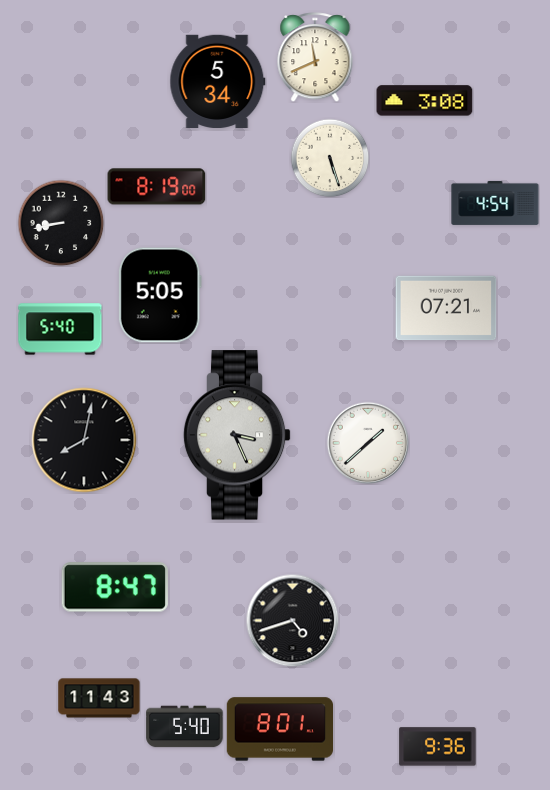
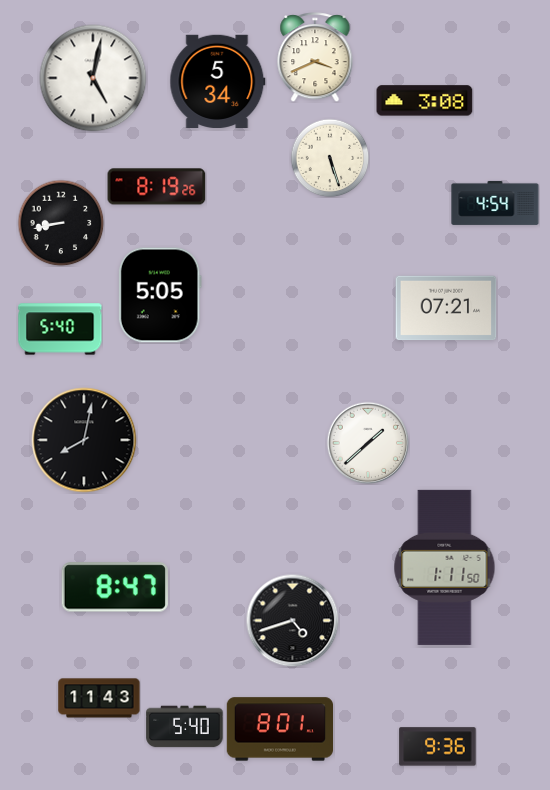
clock at (315, 57): 11:41 -> 3:41
clock at (93, 78): none -> 5:02
clock at (157, 187): 8:19:00 -> 8:19:26
clock at (237, 435): 3:26 -> none
clock at (445, 567): none -> 1:11
